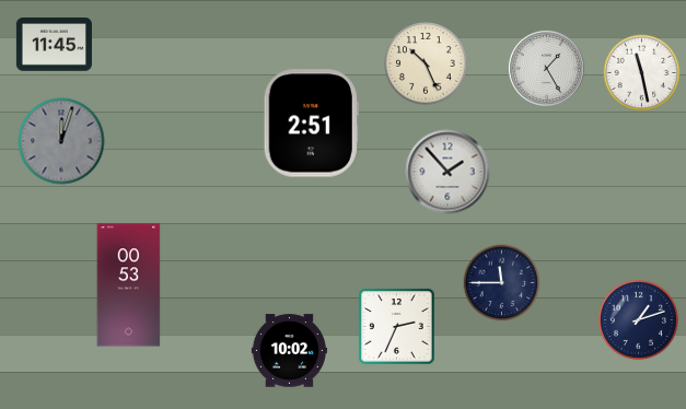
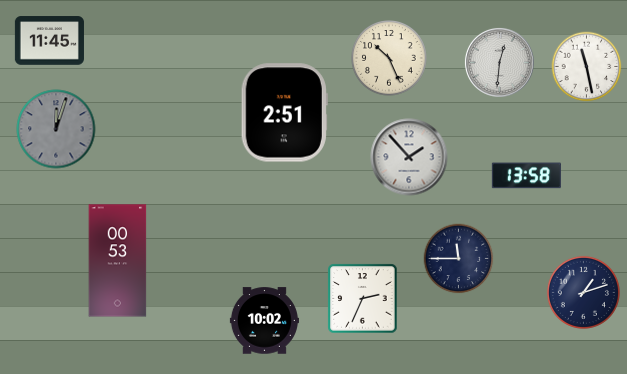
clock at (546, 68): 1:25 -> 12:31
clock at (526, 176): none -> 13:58
